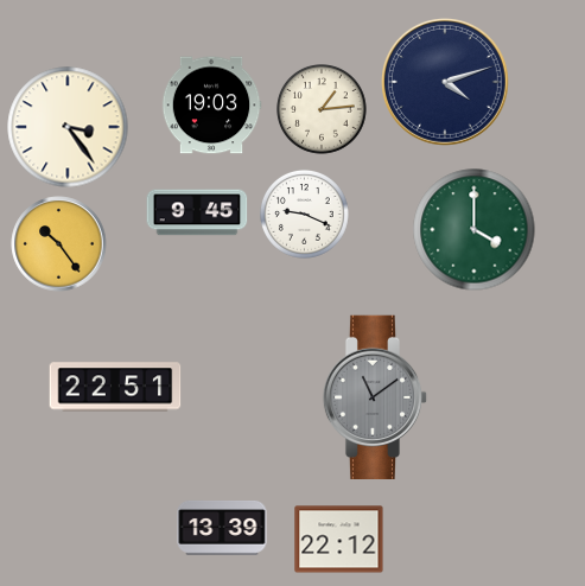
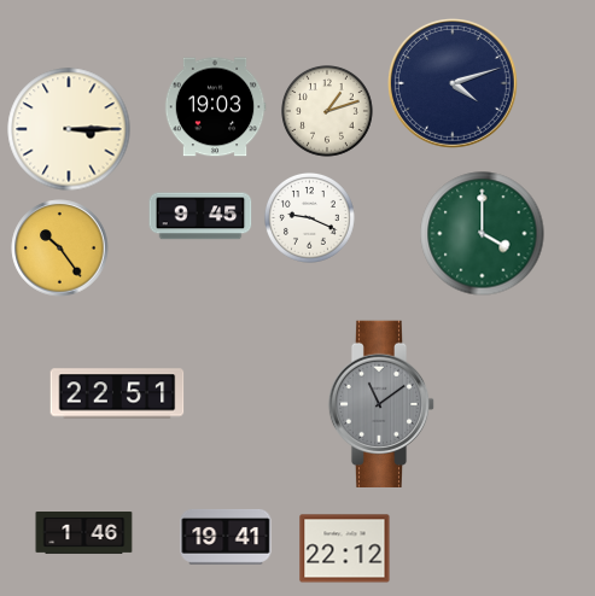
clock at (323, 110): 1:14 -> 1:12
clock at (68, 127): 3:24 -> 3:15
clock at (84, 533): none -> 1:46
clock at (222, 528): 13:39 -> 19:41
